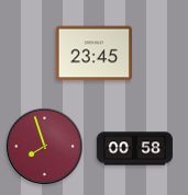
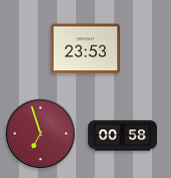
clock at (93, 54): 23:45 -> 23:53
clock at (44, 146): 7:57 -> 6:57
